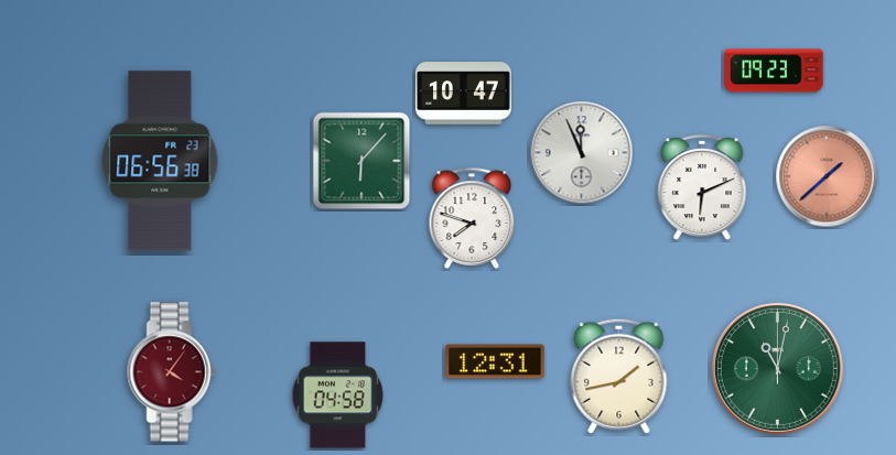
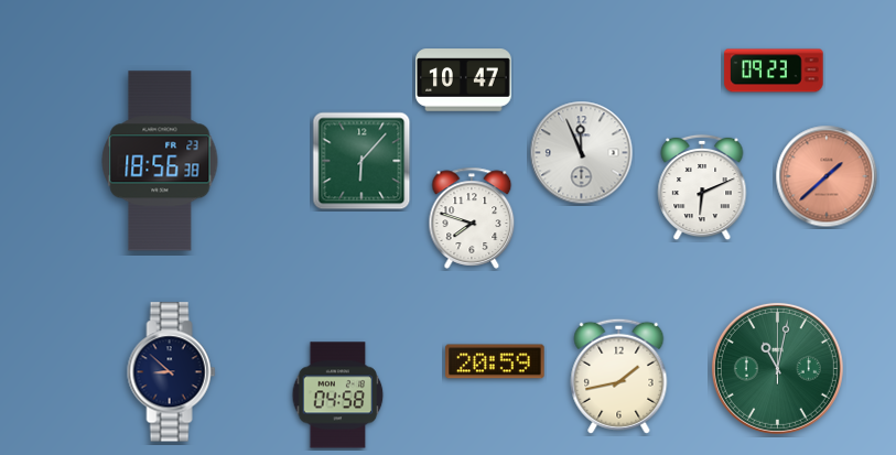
clock at (464, 94) position: (464, 94) -> (464, 80)
clock at (160, 161): 06:56 -> 18:56
clock at (495, 361): 12:31 -> 20:59
clock at (172, 372): 4:06 -> 8:52
clock at (172, 372) dial: burgundy -> navy
